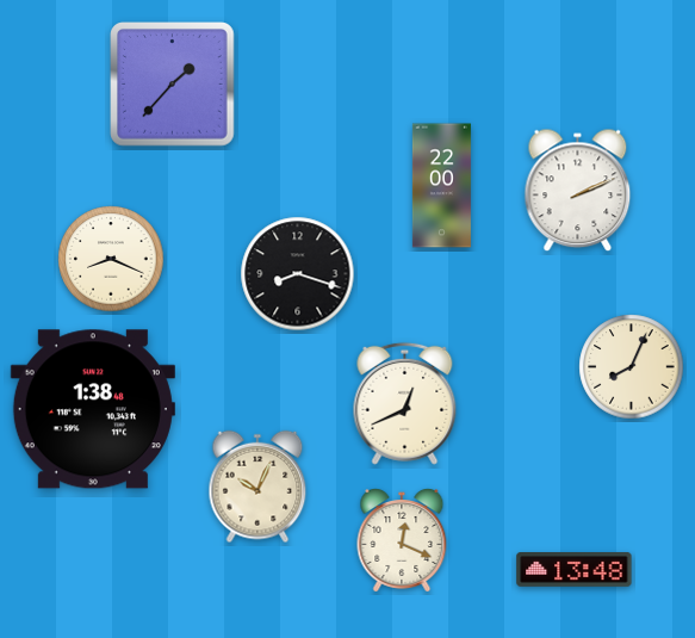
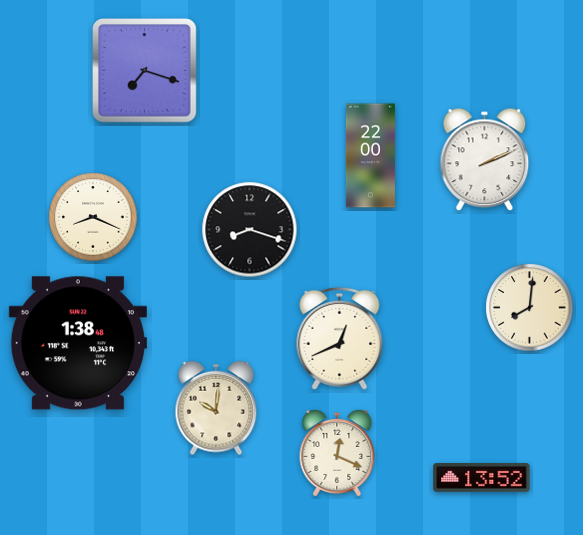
clock at (173, 85): 1:37 -> 7:18
clock at (632, 367): 8:04 -> 8:01
clock at (257, 487): 10:04 -> 10:01
clock at (575, 570): 13:48 -> 13:52
